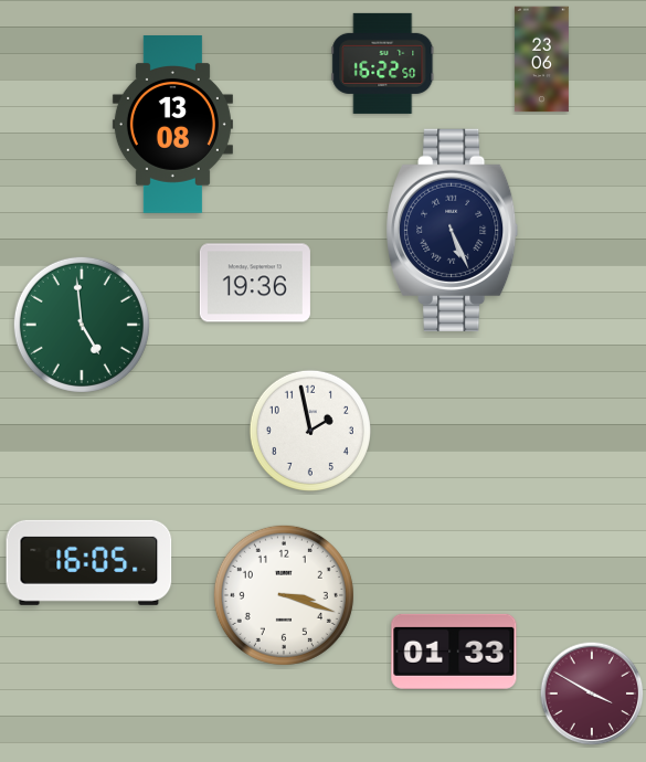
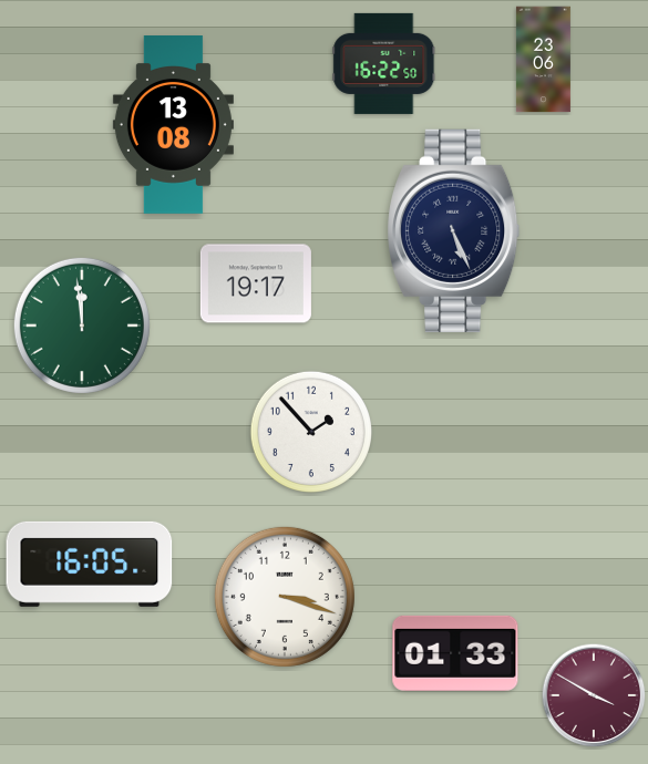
clock at (255, 283): 19:36 -> 19:17
clock at (82, 325): 4:59 -> 11:59
clock at (310, 431): 1:58 -> 1:53
